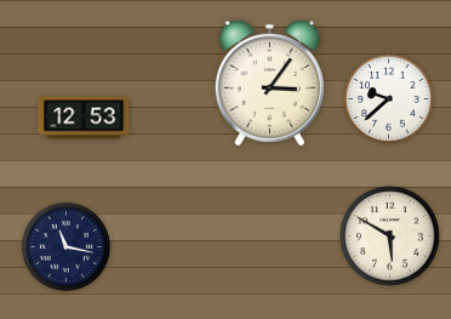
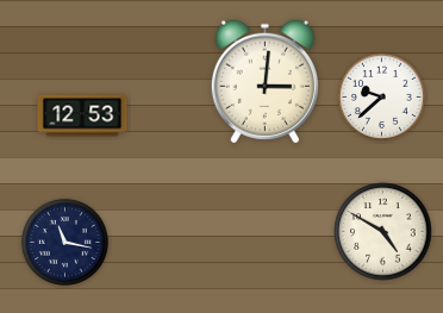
clock at (269, 84): 3:06 -> 3:01
clock at (390, 237): 5:50 -> 4:50
